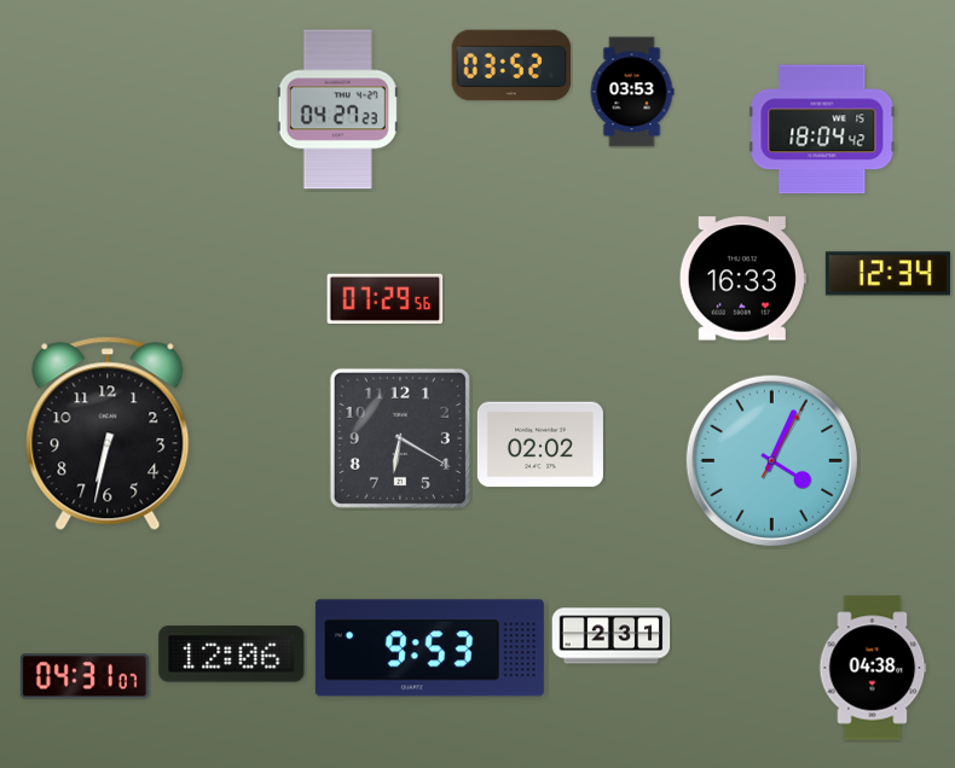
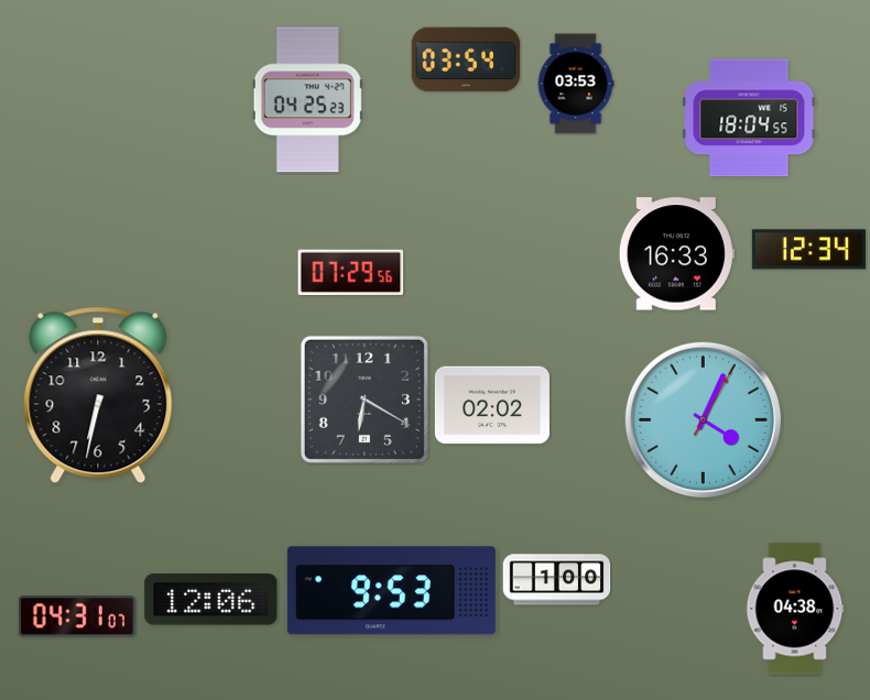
clock at (511, 65): 03:52 -> 03:54
clock at (337, 110): 04:27 -> 04:25
clock at (822, 129): 18:04:42 -> 18:04:55
clock at (612, 636): 2:31 -> 1:00
clock at (232, 654) position: (232, 654) -> (211, 600)
